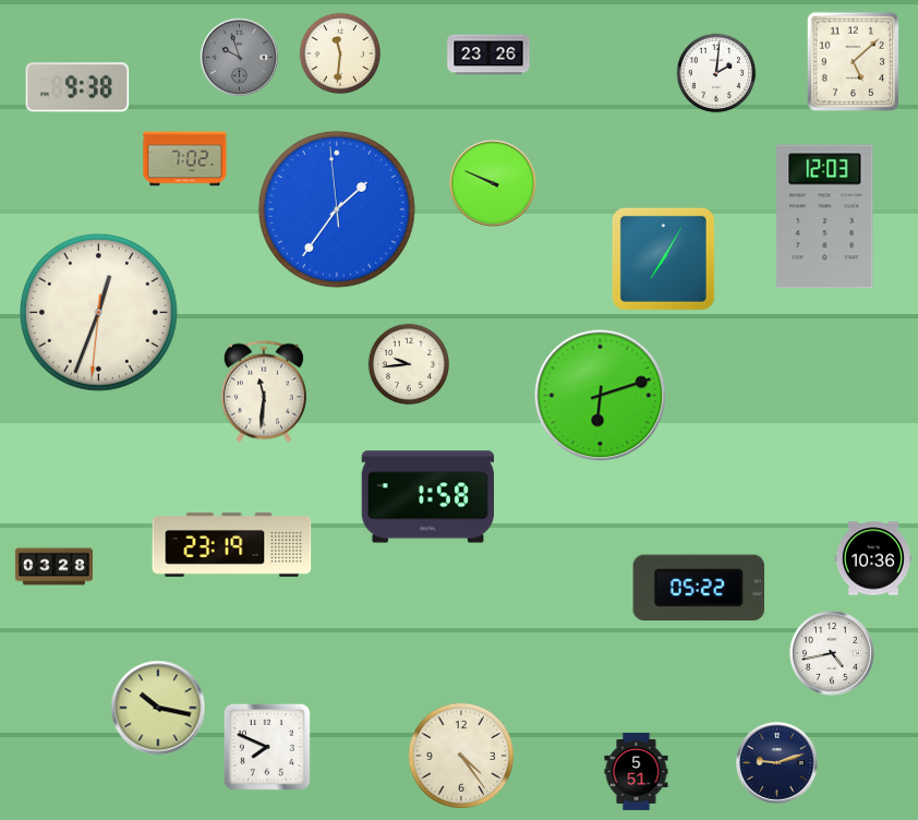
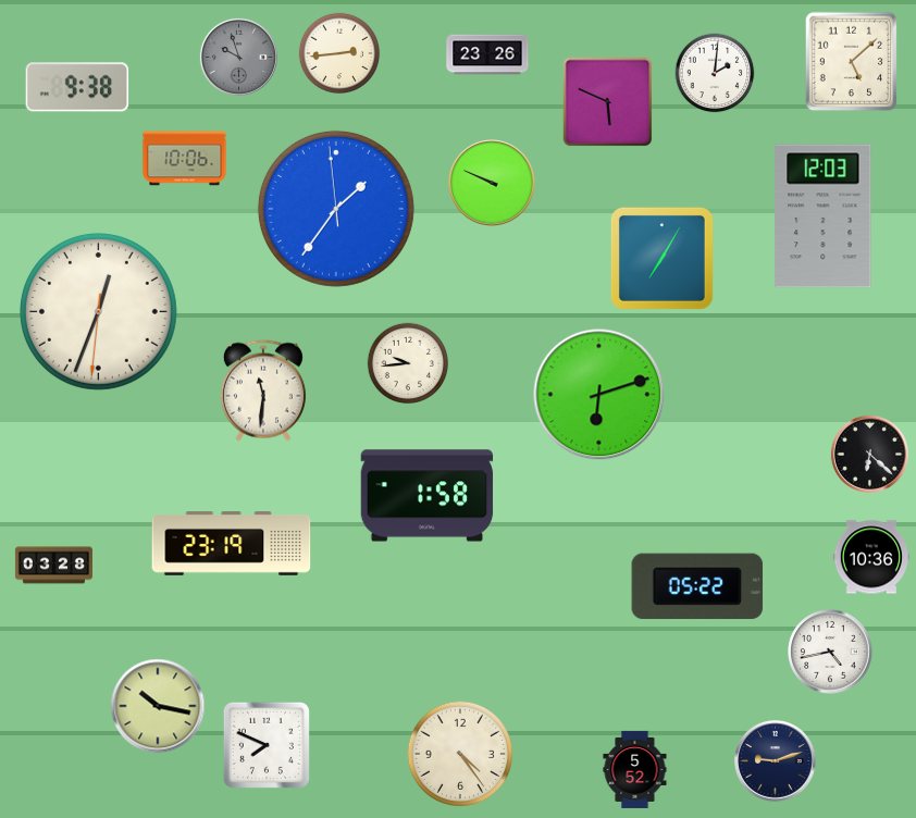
clock at (340, 53): 11:31 -> 2:44
clock at (608, 102): none -> 5:49
clock at (185, 159): 7:02 -> 10:06
clock at (869, 454): none -> 6:22
clock at (637, 771): 5:51 -> 5:52
